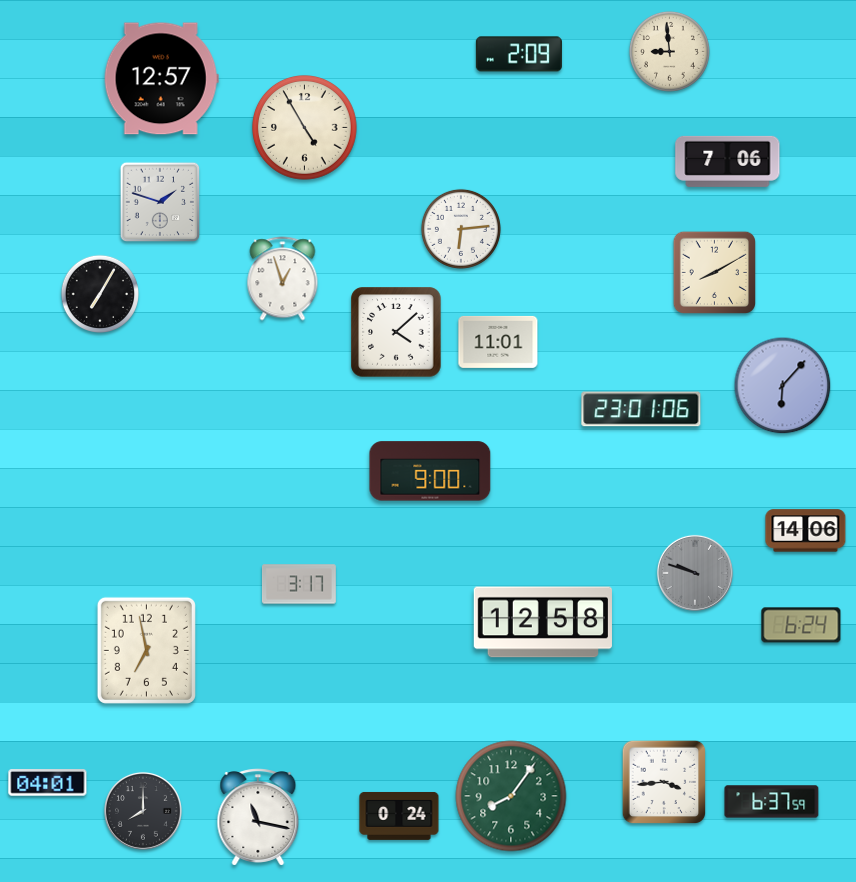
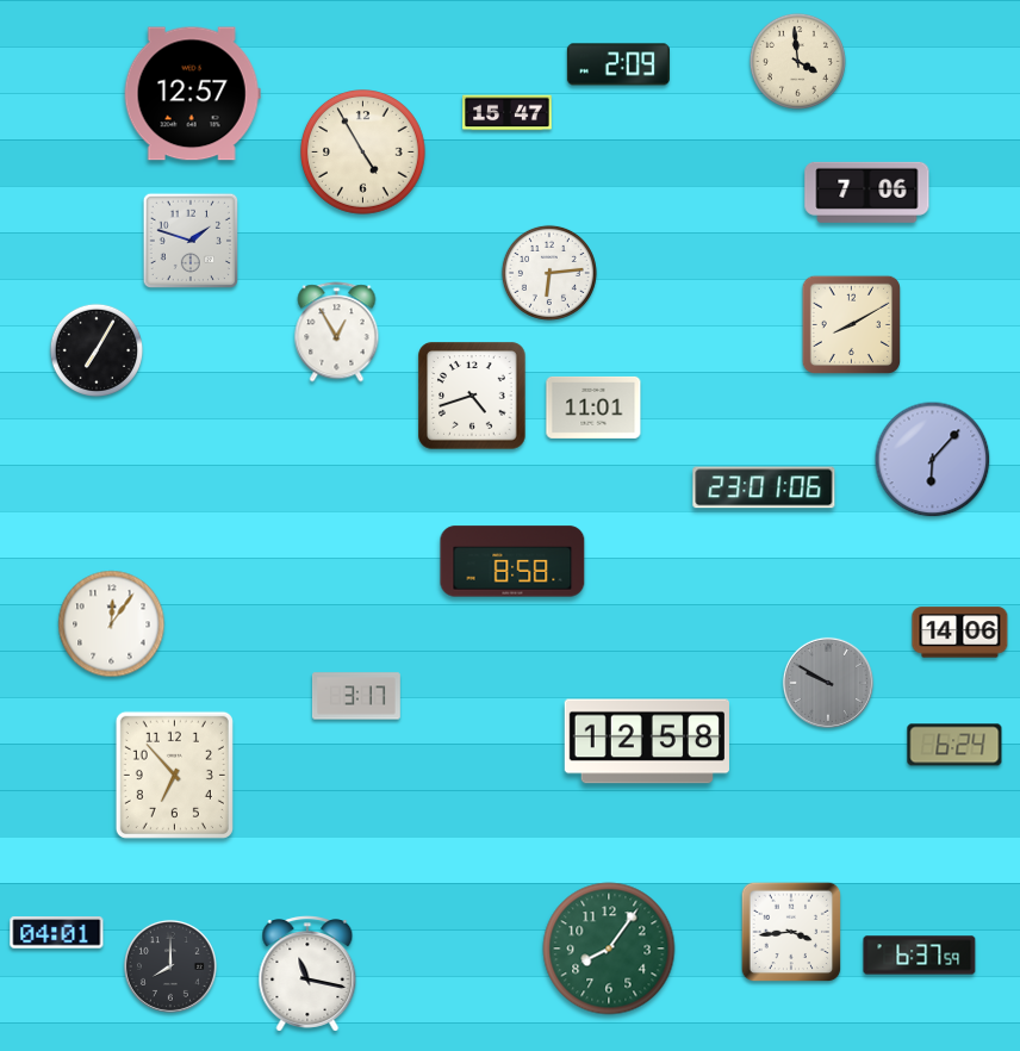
clock at (669, 51): 8:59 -> 3:59
clock at (508, 113): none -> 15:47
clock at (283, 279): 12:57 -> 12:55
clock at (99, 293) position: (99, 293) -> (95, 349)
clock at (396, 332): 4:08 -> 4:42
clock at (430, 471): 9:00 -> 8:58
clock at (112, 624): none -> 12:06
clock at (695, 573): 9:48 -> 9:50
clock at (146, 650): 6:58 -> 6:53
clock at (399, 816): 0:24 -> none
